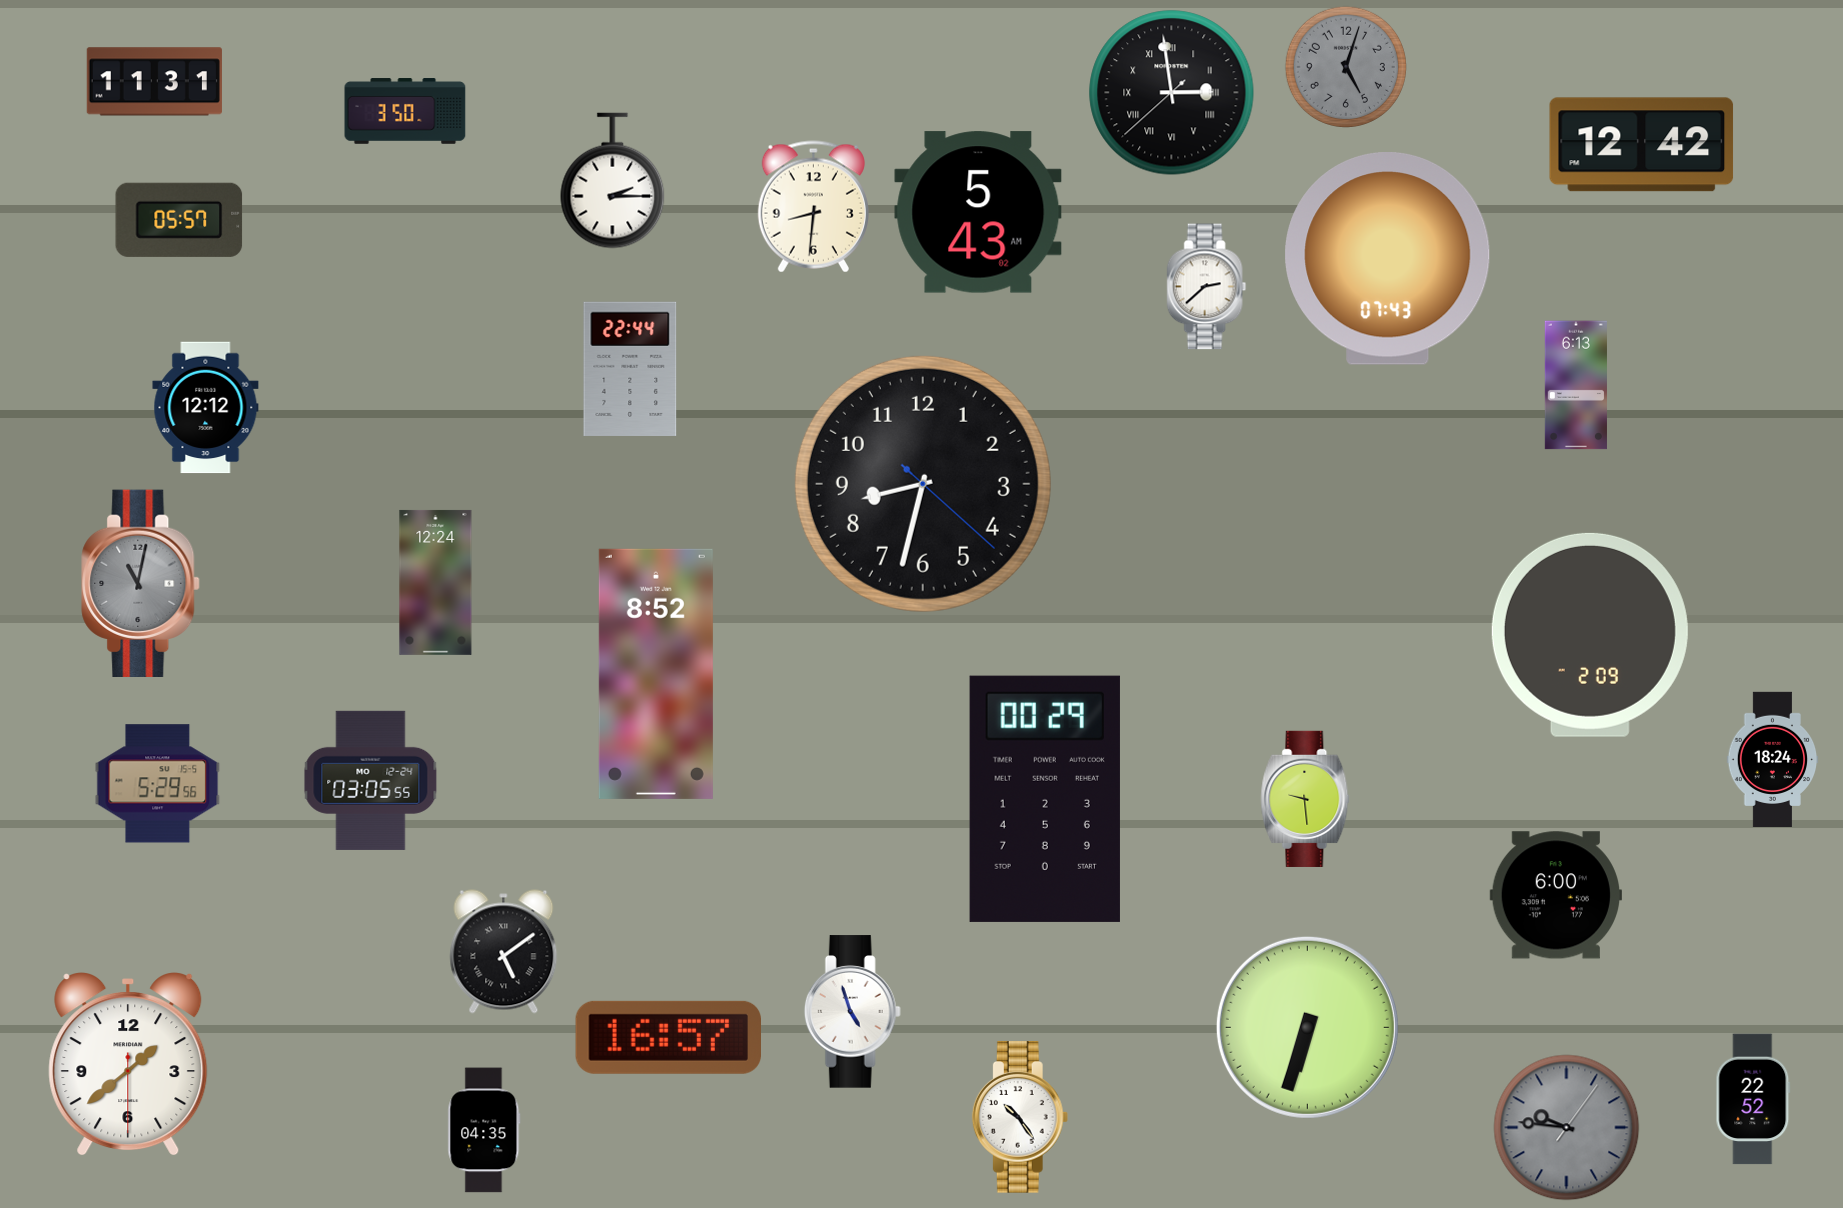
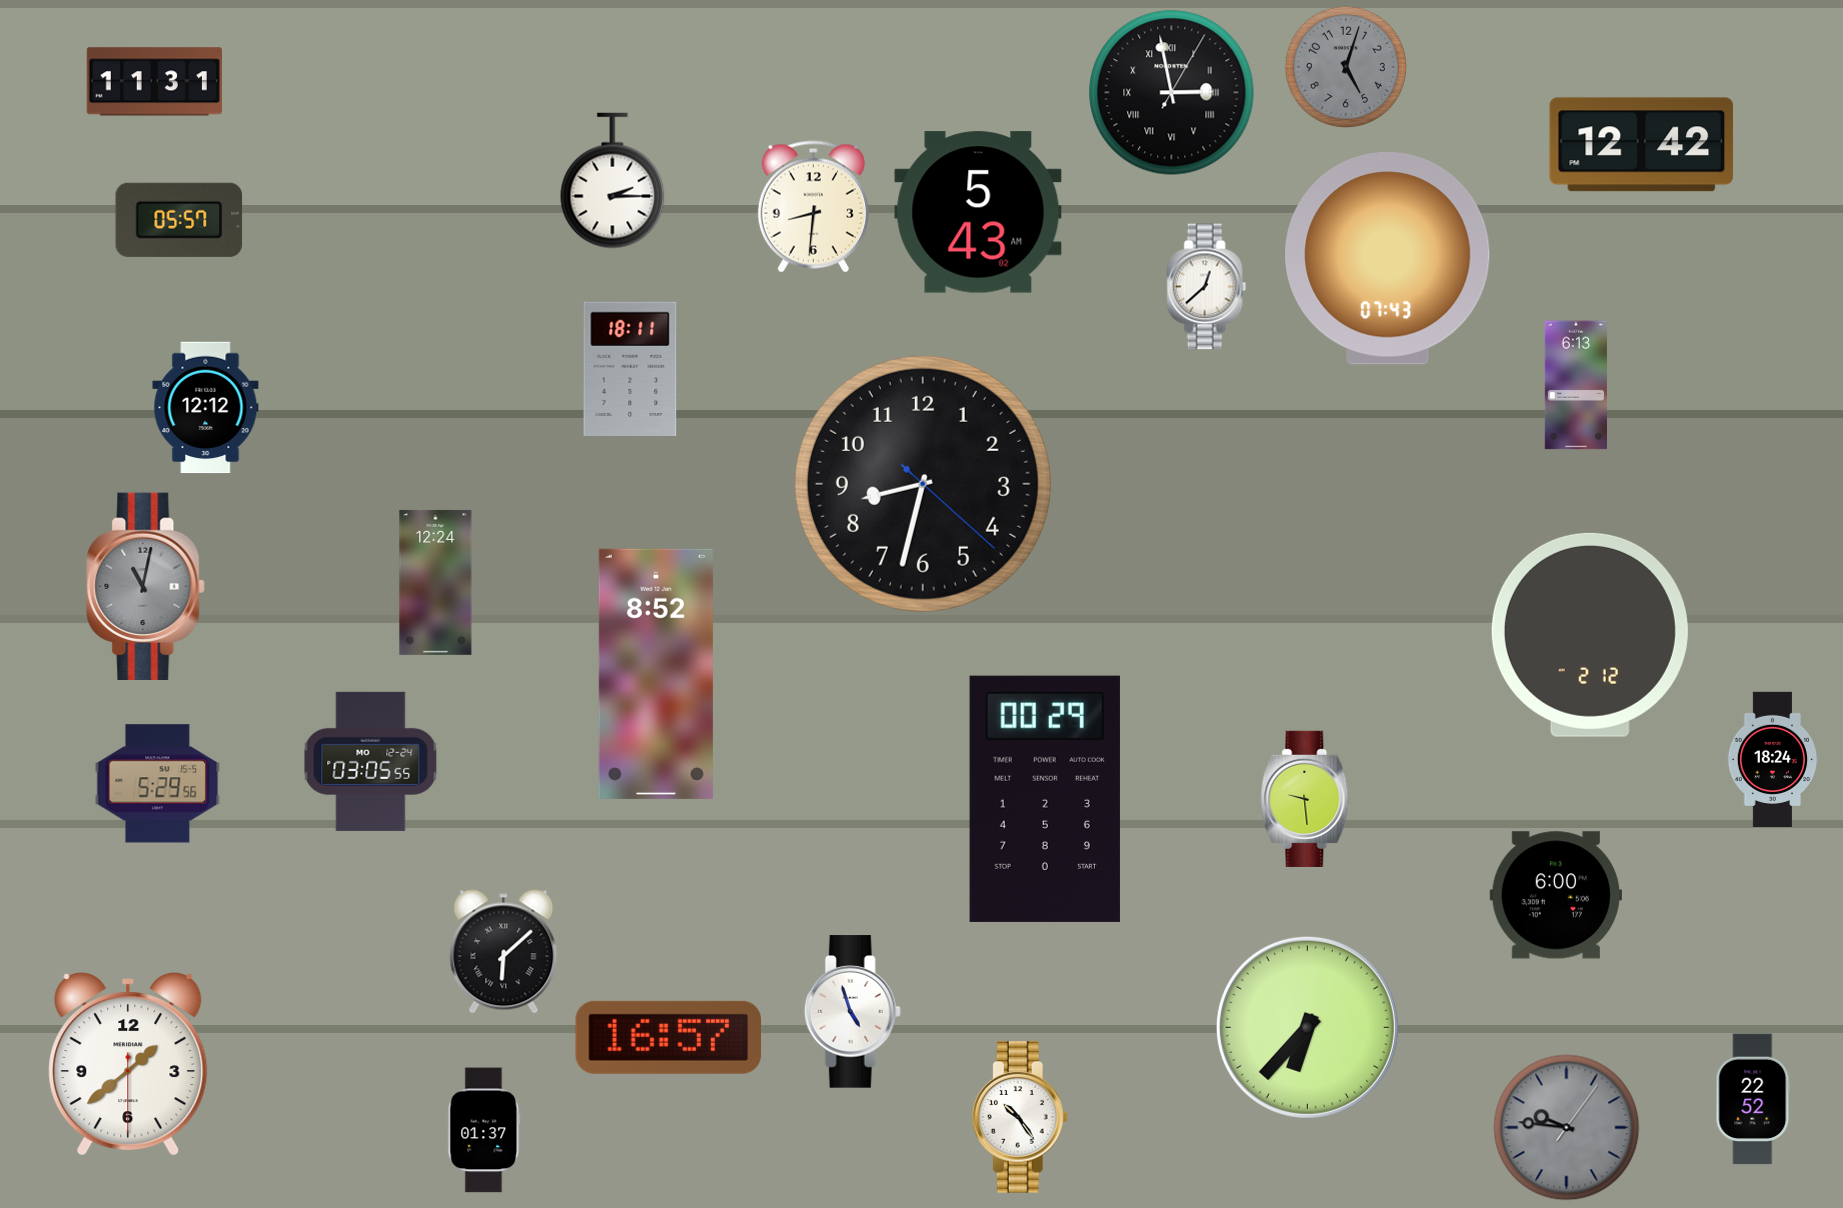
clock at (1172, 93): 2:58:38 -> 2:58:05
clock at (405, 111): 3:50 -> none
clock at (1207, 287): 2:38 -> 12:38
clock at (630, 369): 22:44 -> 18:11
clock at (141, 583) position: (141, 583) -> (146, 586)
clock at (1590, 635): 2:09 -> 2:12
clock at (371, 780) position: (371, 780) -> (371, 761)
clock at (504, 952): 5:09 -> 6:08
clock at (1307, 1027): 6:33 -> 6:37
clock at (484, 1130): 04:35 -> 01:37
